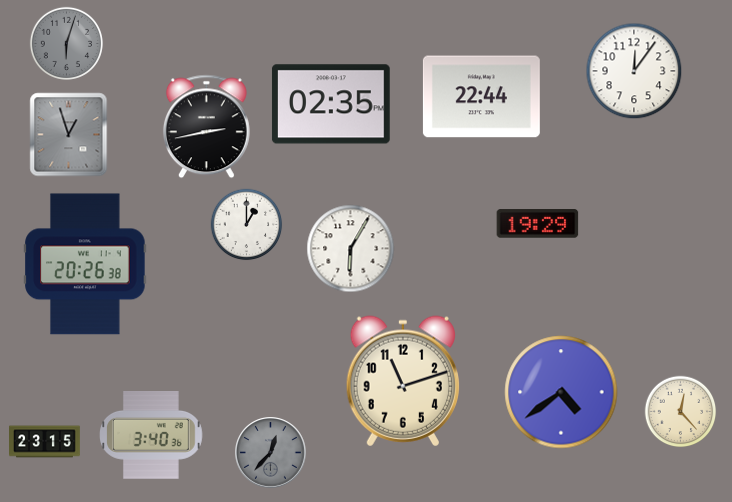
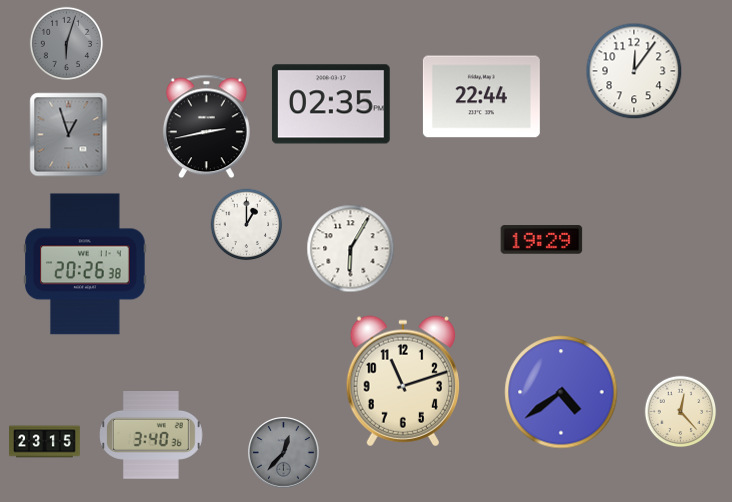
clock at (538, 224) position: (538, 224) -> (542, 240)
clock at (271, 453) position: (271, 453) -> (284, 453)
